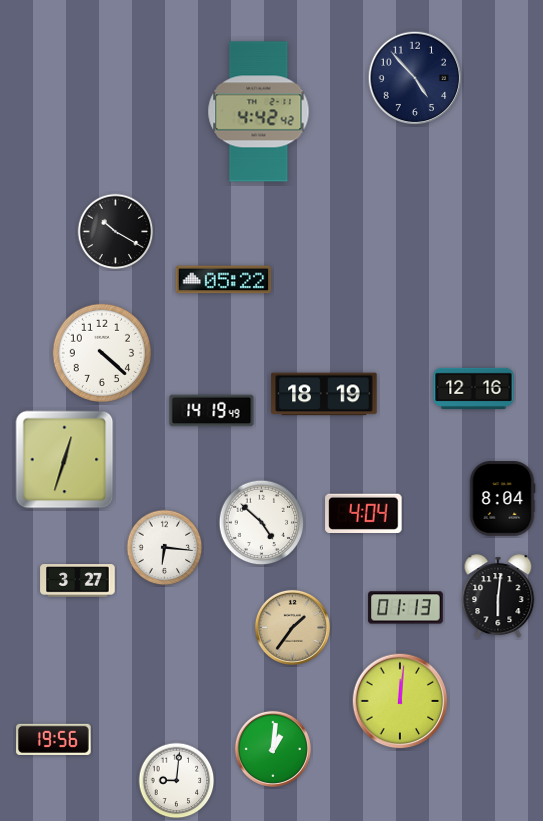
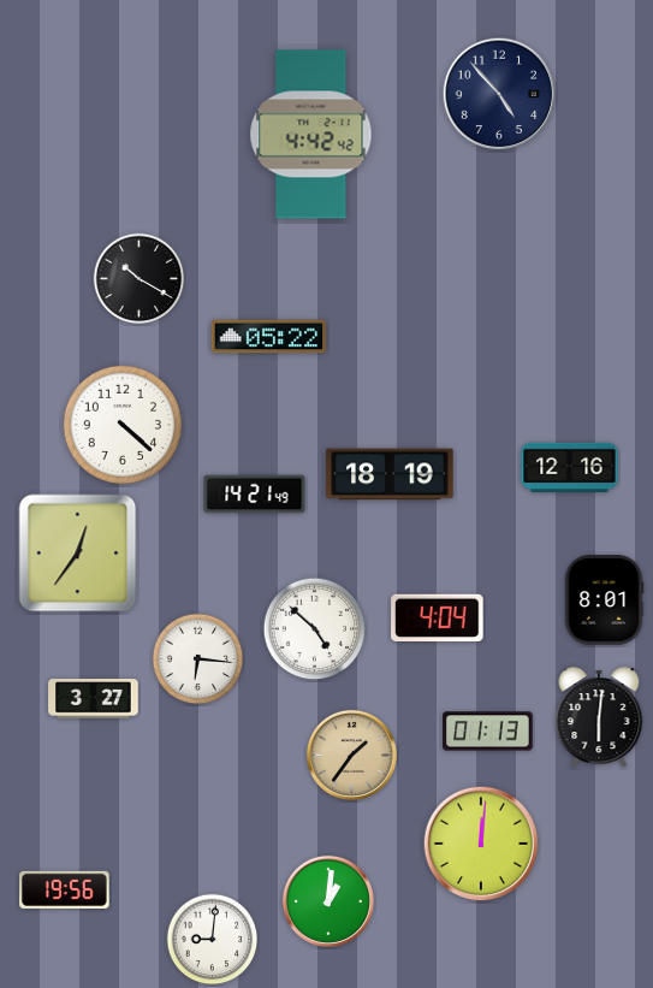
clock at (212, 411): 14:19 -> 14:21
clock at (65, 460): 12:33 -> 12:36
clock at (502, 499): 8:04 -> 8:01
